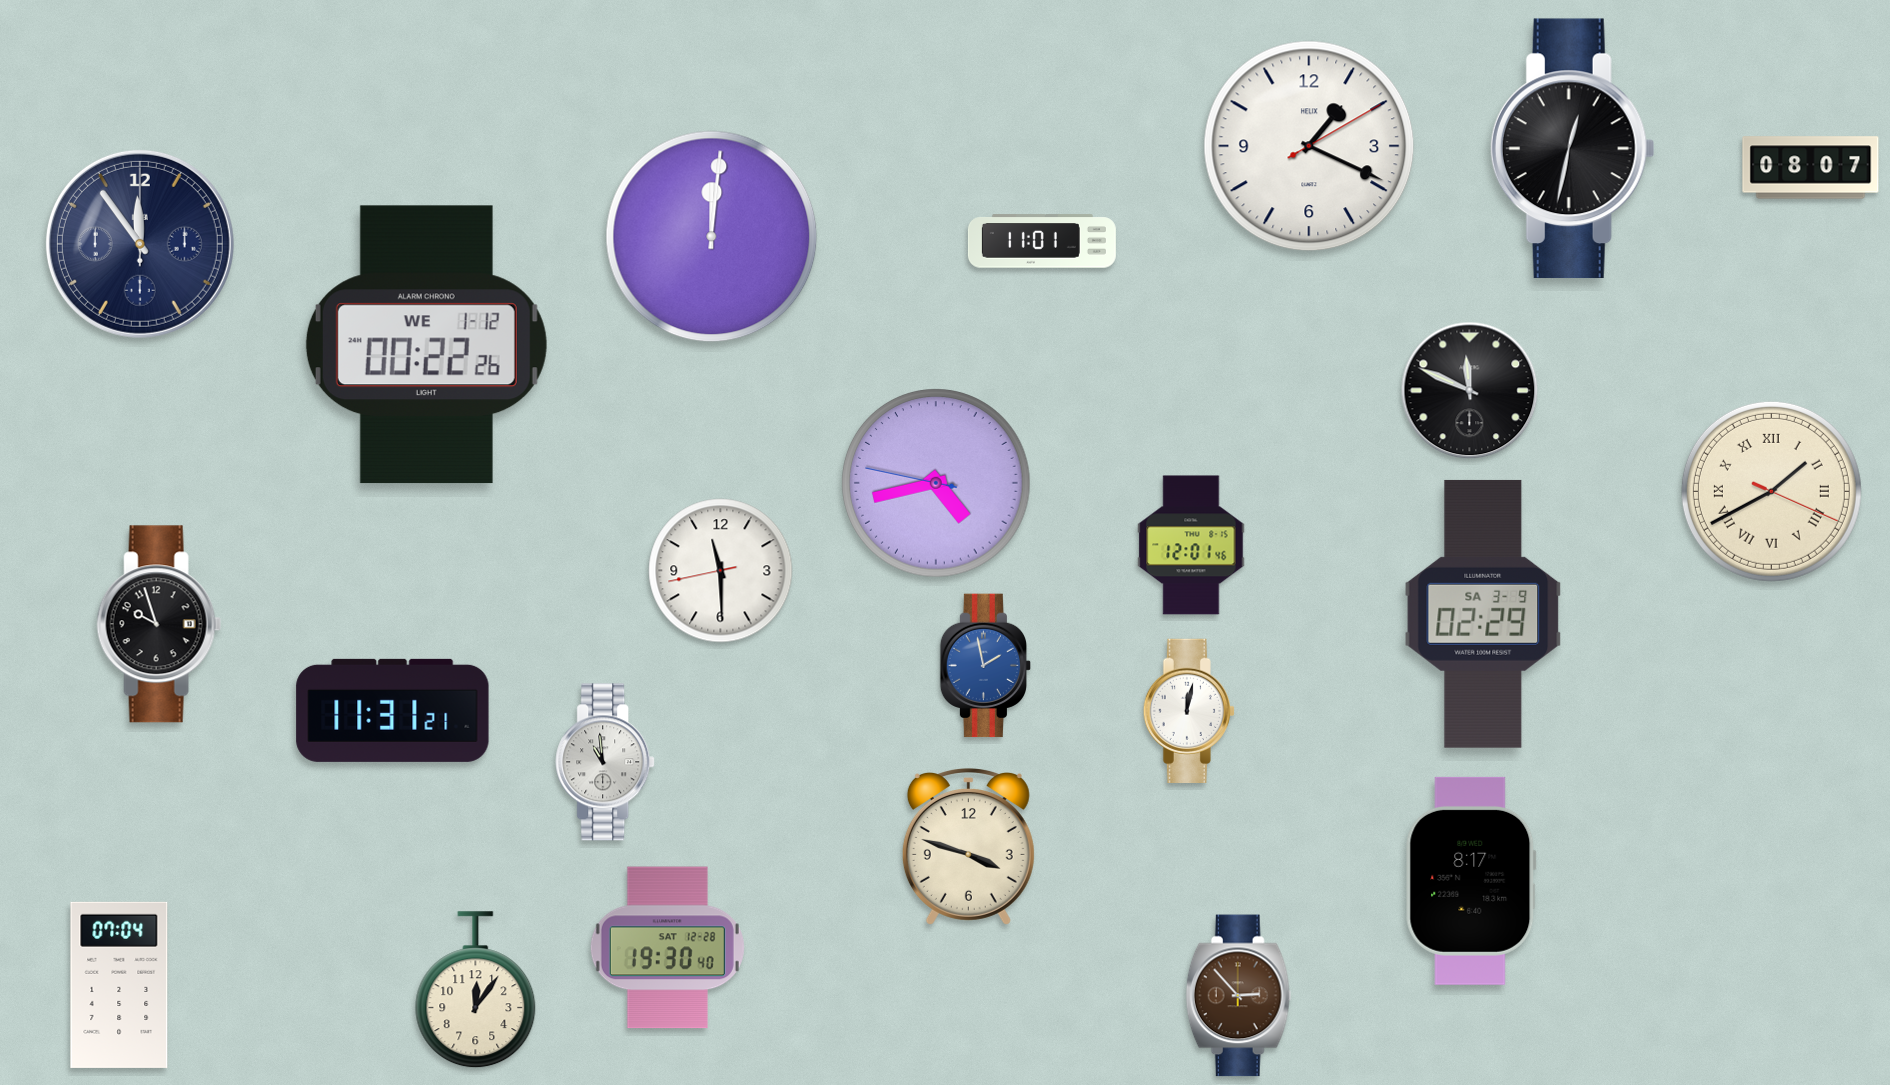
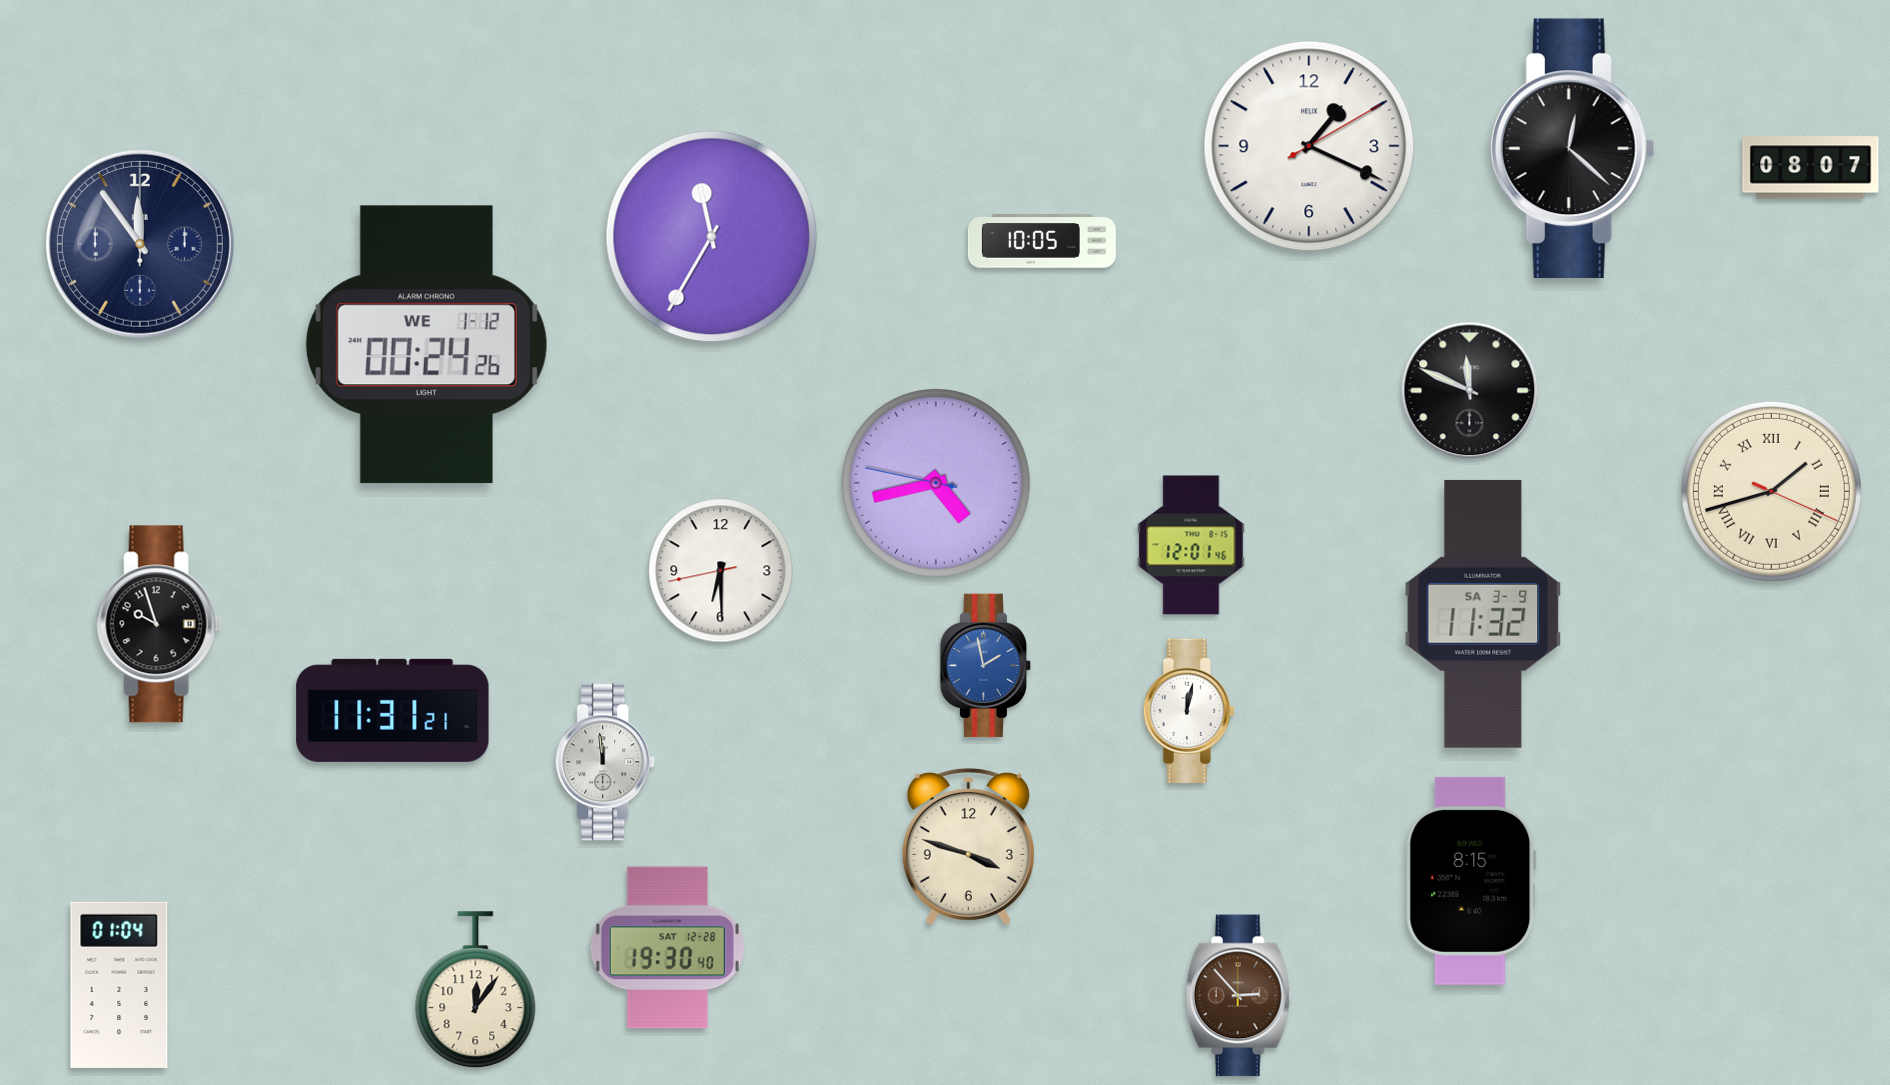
clock at (1572, 149): 12:32 -> 12:22
clock at (712, 237): 12:01 -> 11:35
clock at (1042, 241): 11:01 -> 10:05
clock at (426, 345): 00:22 -> 00:24
clock at (1771, 491): 1:40 -> 1:42
clock at (721, 571): 11:29 -> 6:29
clock at (1483, 614): 02:29 -> 11:32
clock at (606, 762): 10:59 -> 11:59
clock at (1471, 881): 8:17 -> 8:15
clock at (119, 985): 07:04 -> 01:04
